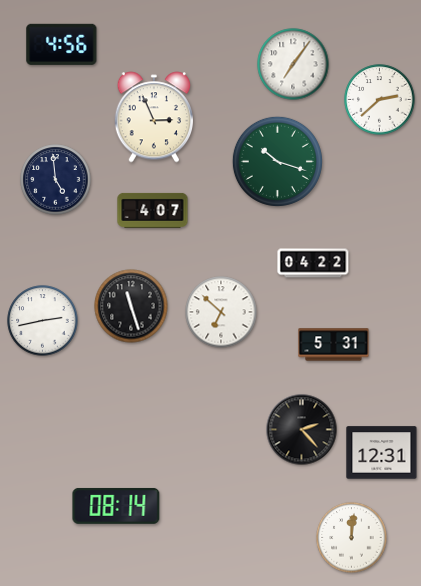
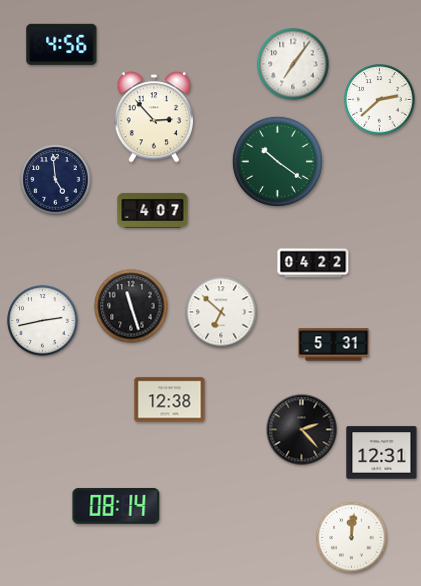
clock at (153, 117): 2:56 -> 2:53
clock at (277, 161): 10:18 -> 10:21
clock at (170, 400): none -> 12:38
